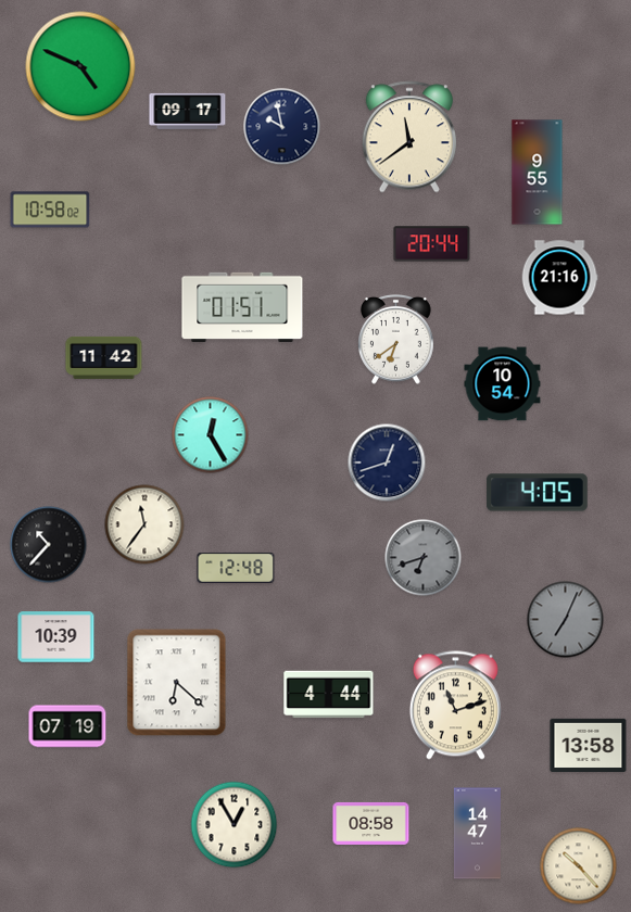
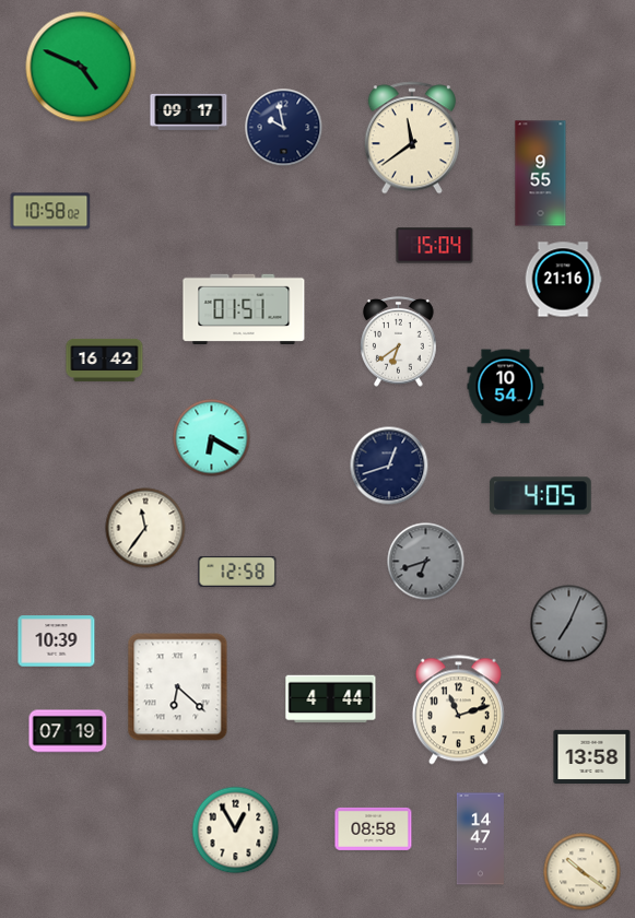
clock at (432, 244): 20:44 -> 15:04
clock at (104, 357): 11:42 -> 16:42
clock at (211, 435): 12:25 -> 6:20
clock at (49, 545): 10:37 -> none
clock at (236, 568): 12:48 -> 12:58
clock at (589, 745) position: (589, 745) -> (592, 756)
clock at (579, 866): 10:23 -> 10:21
